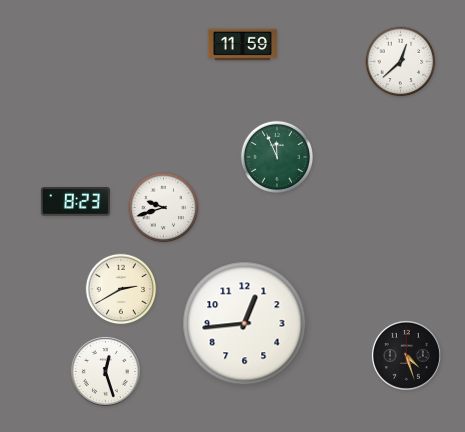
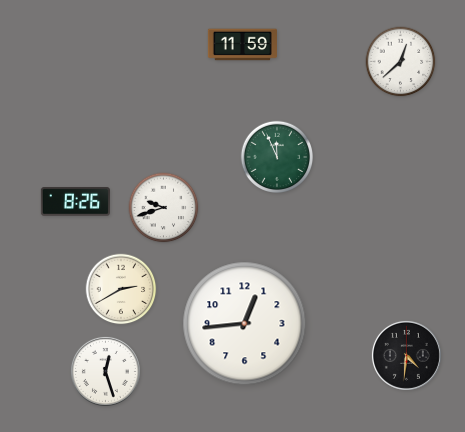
clock at (75, 202): 8:23 -> 8:26
clock at (406, 355): 4:27 -> 4:31
